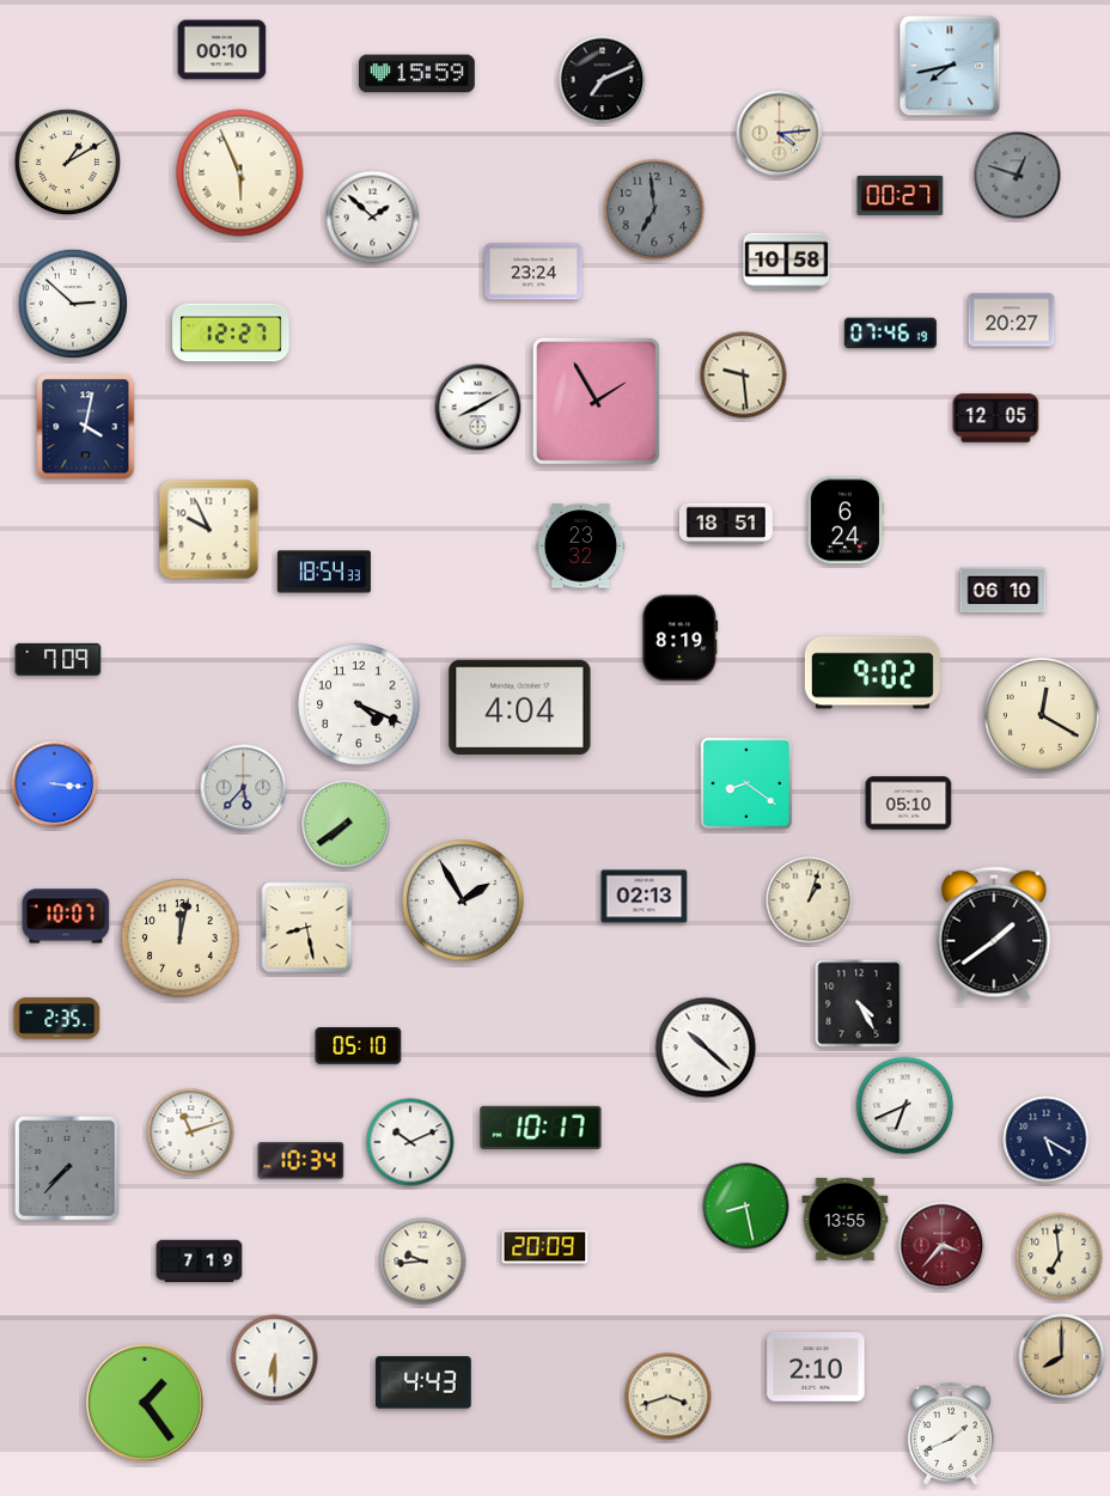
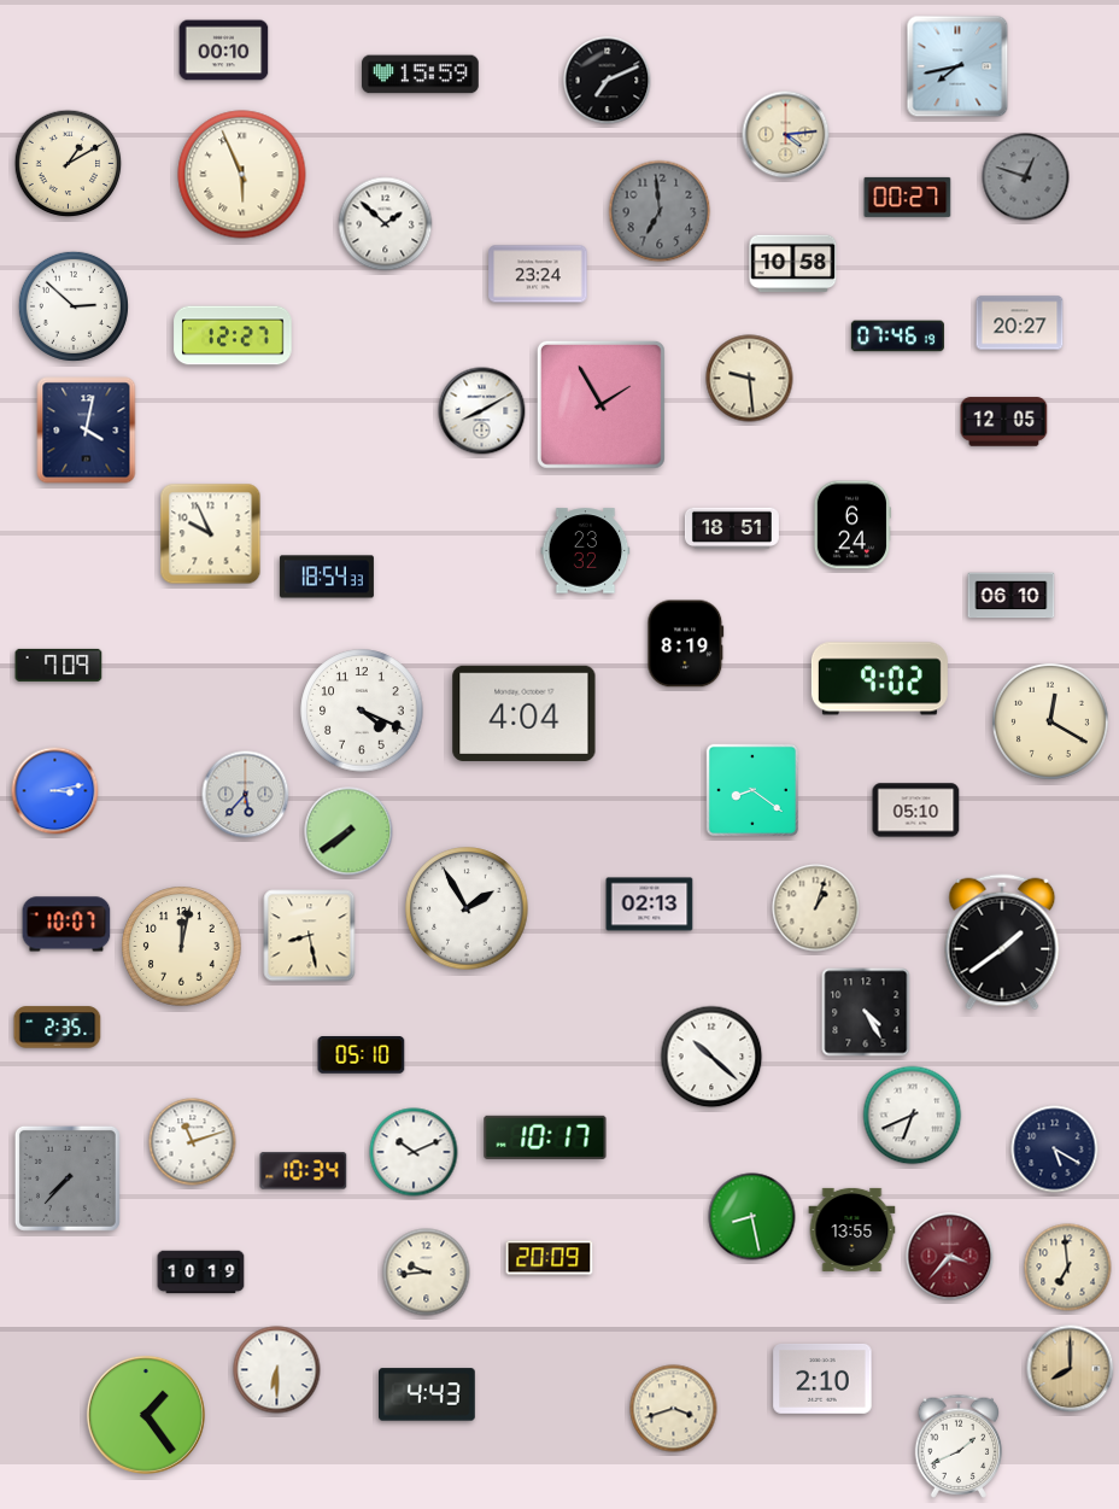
clock at (373, 218) position: (373, 218) -> (386, 224)
clock at (55, 784): 3:16 -> 3:13
clock at (200, 1262): 7:19 -> 10:19
